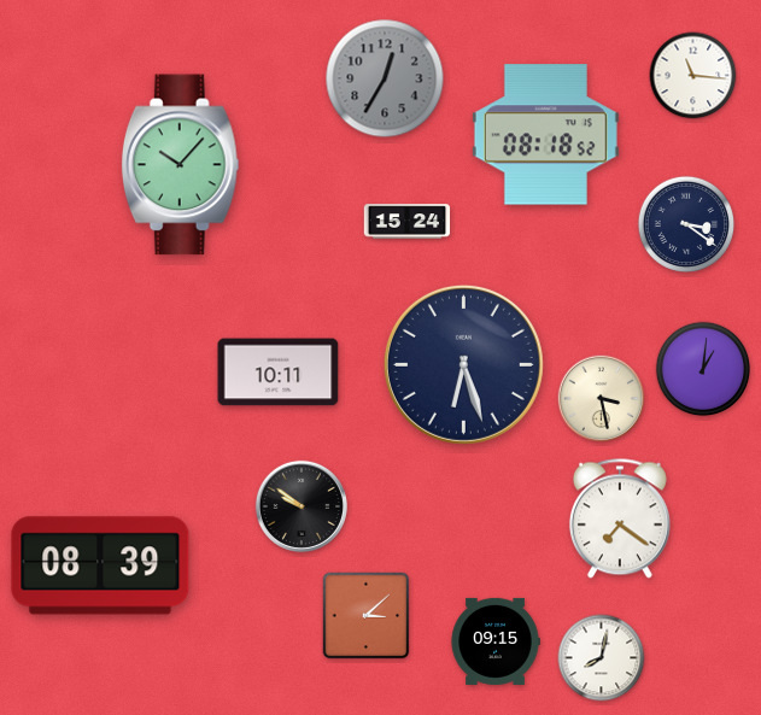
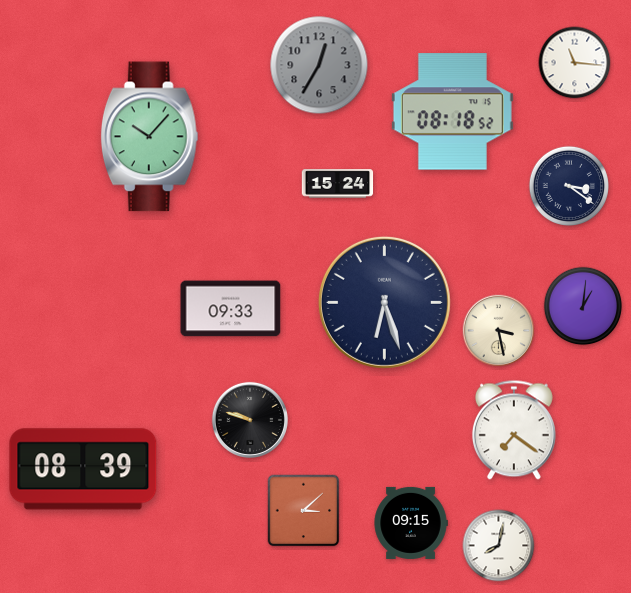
clock at (279, 373): 10:11 -> 09:33
clock at (302, 506): 9:51 -> 9:48
clock at (496, 641) position: (496, 641) -> (411, 523)
